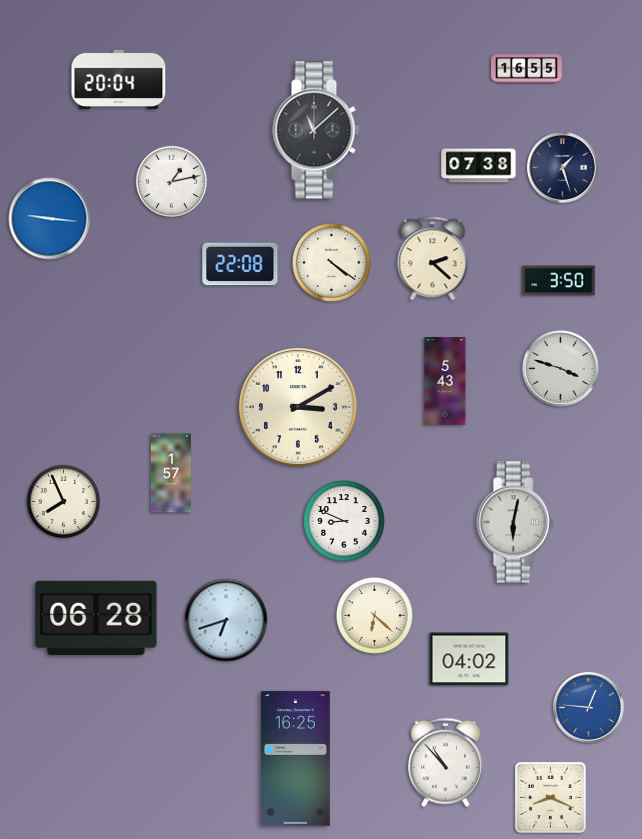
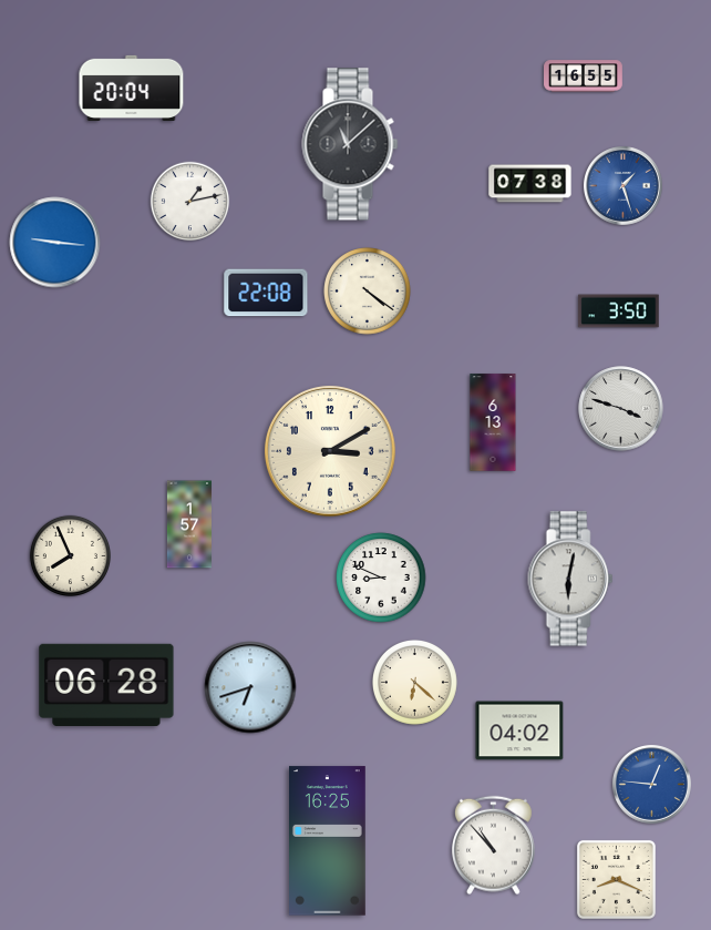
clock at (563, 168) dial: navy -> blue
clock at (433, 259): 2:22 -> none
clock at (445, 381): 5:43 -> 6:13
clock at (550, 797) position: (550, 797) -> (616, 879)
